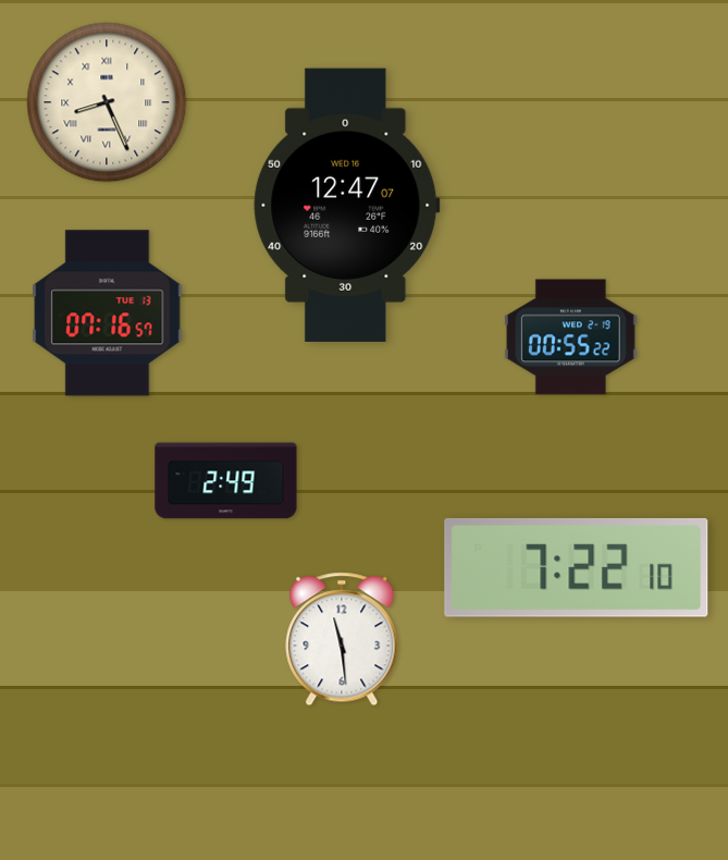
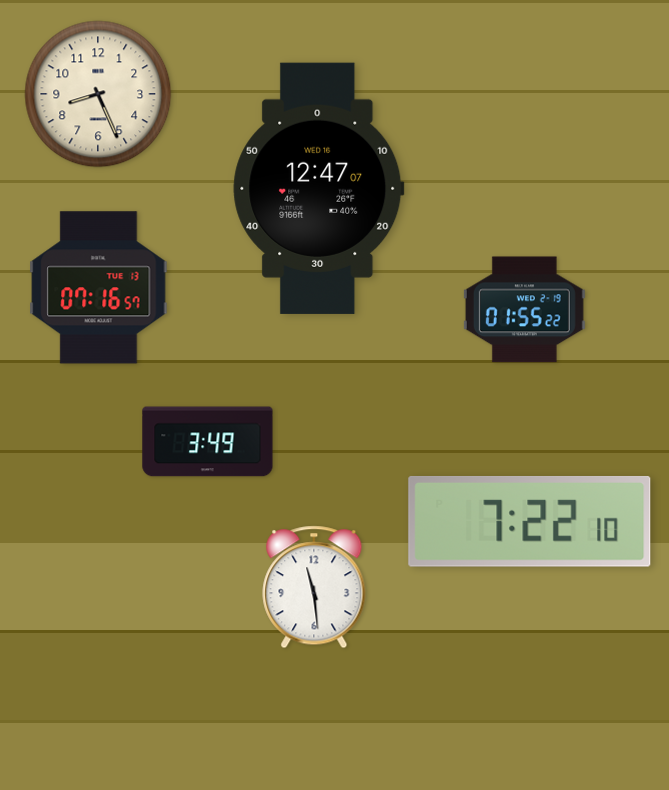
clock at (107, 102) numerals: Roman -> Arabic
clock at (570, 337): 00:55 -> 01:55
clock at (226, 481): 2:49 -> 3:49
